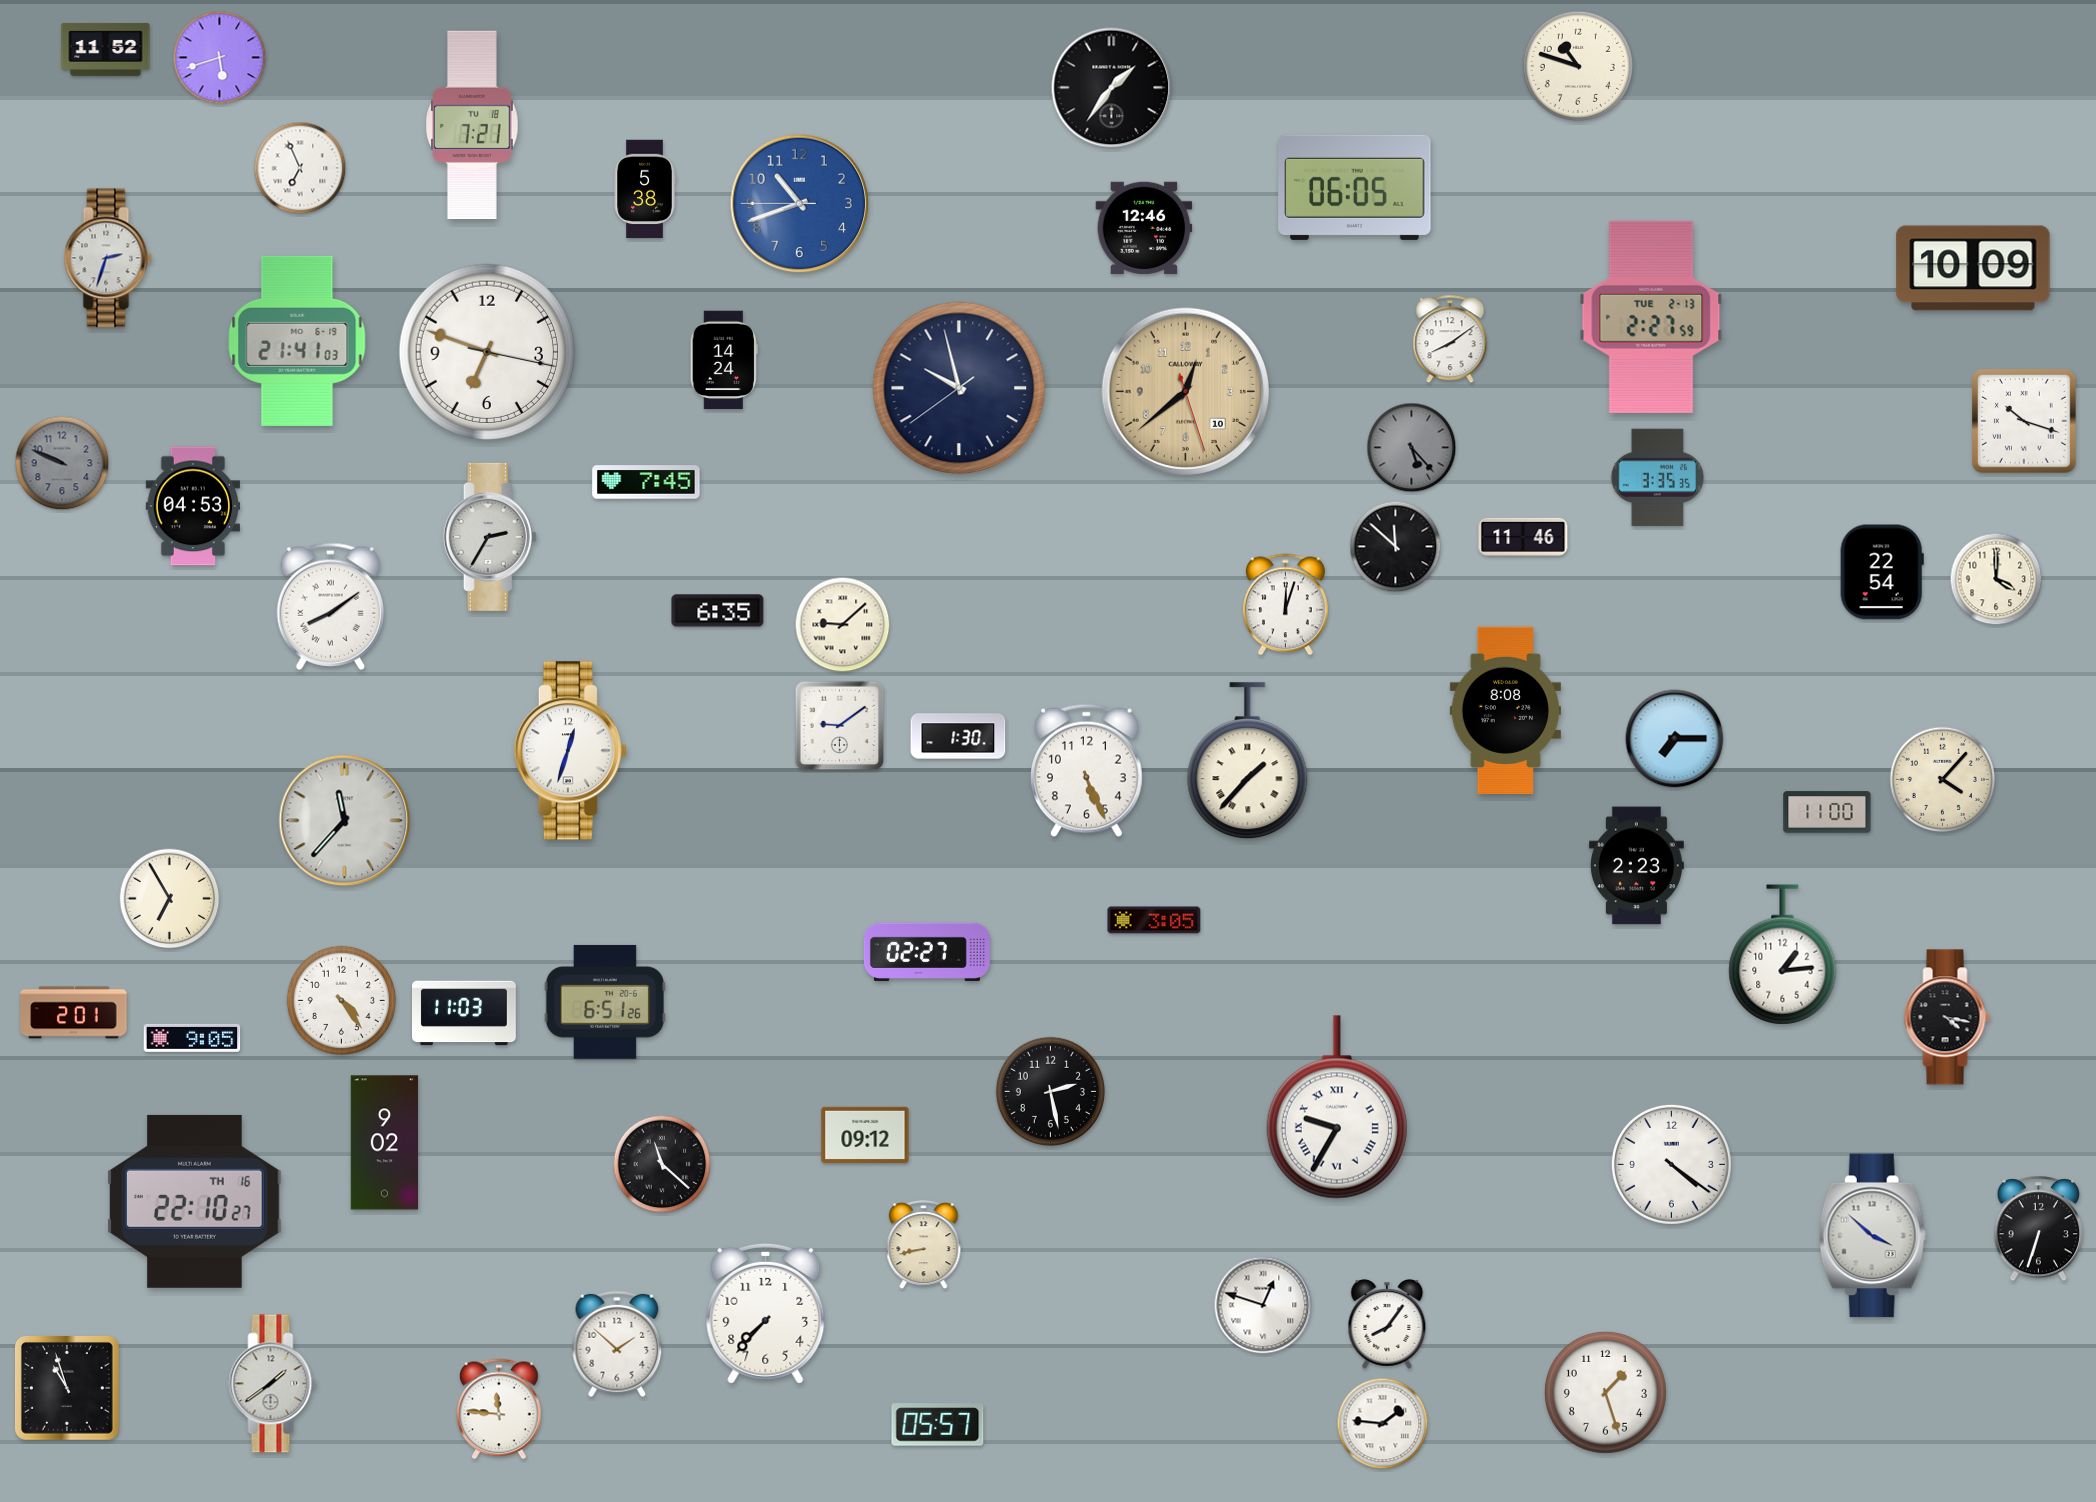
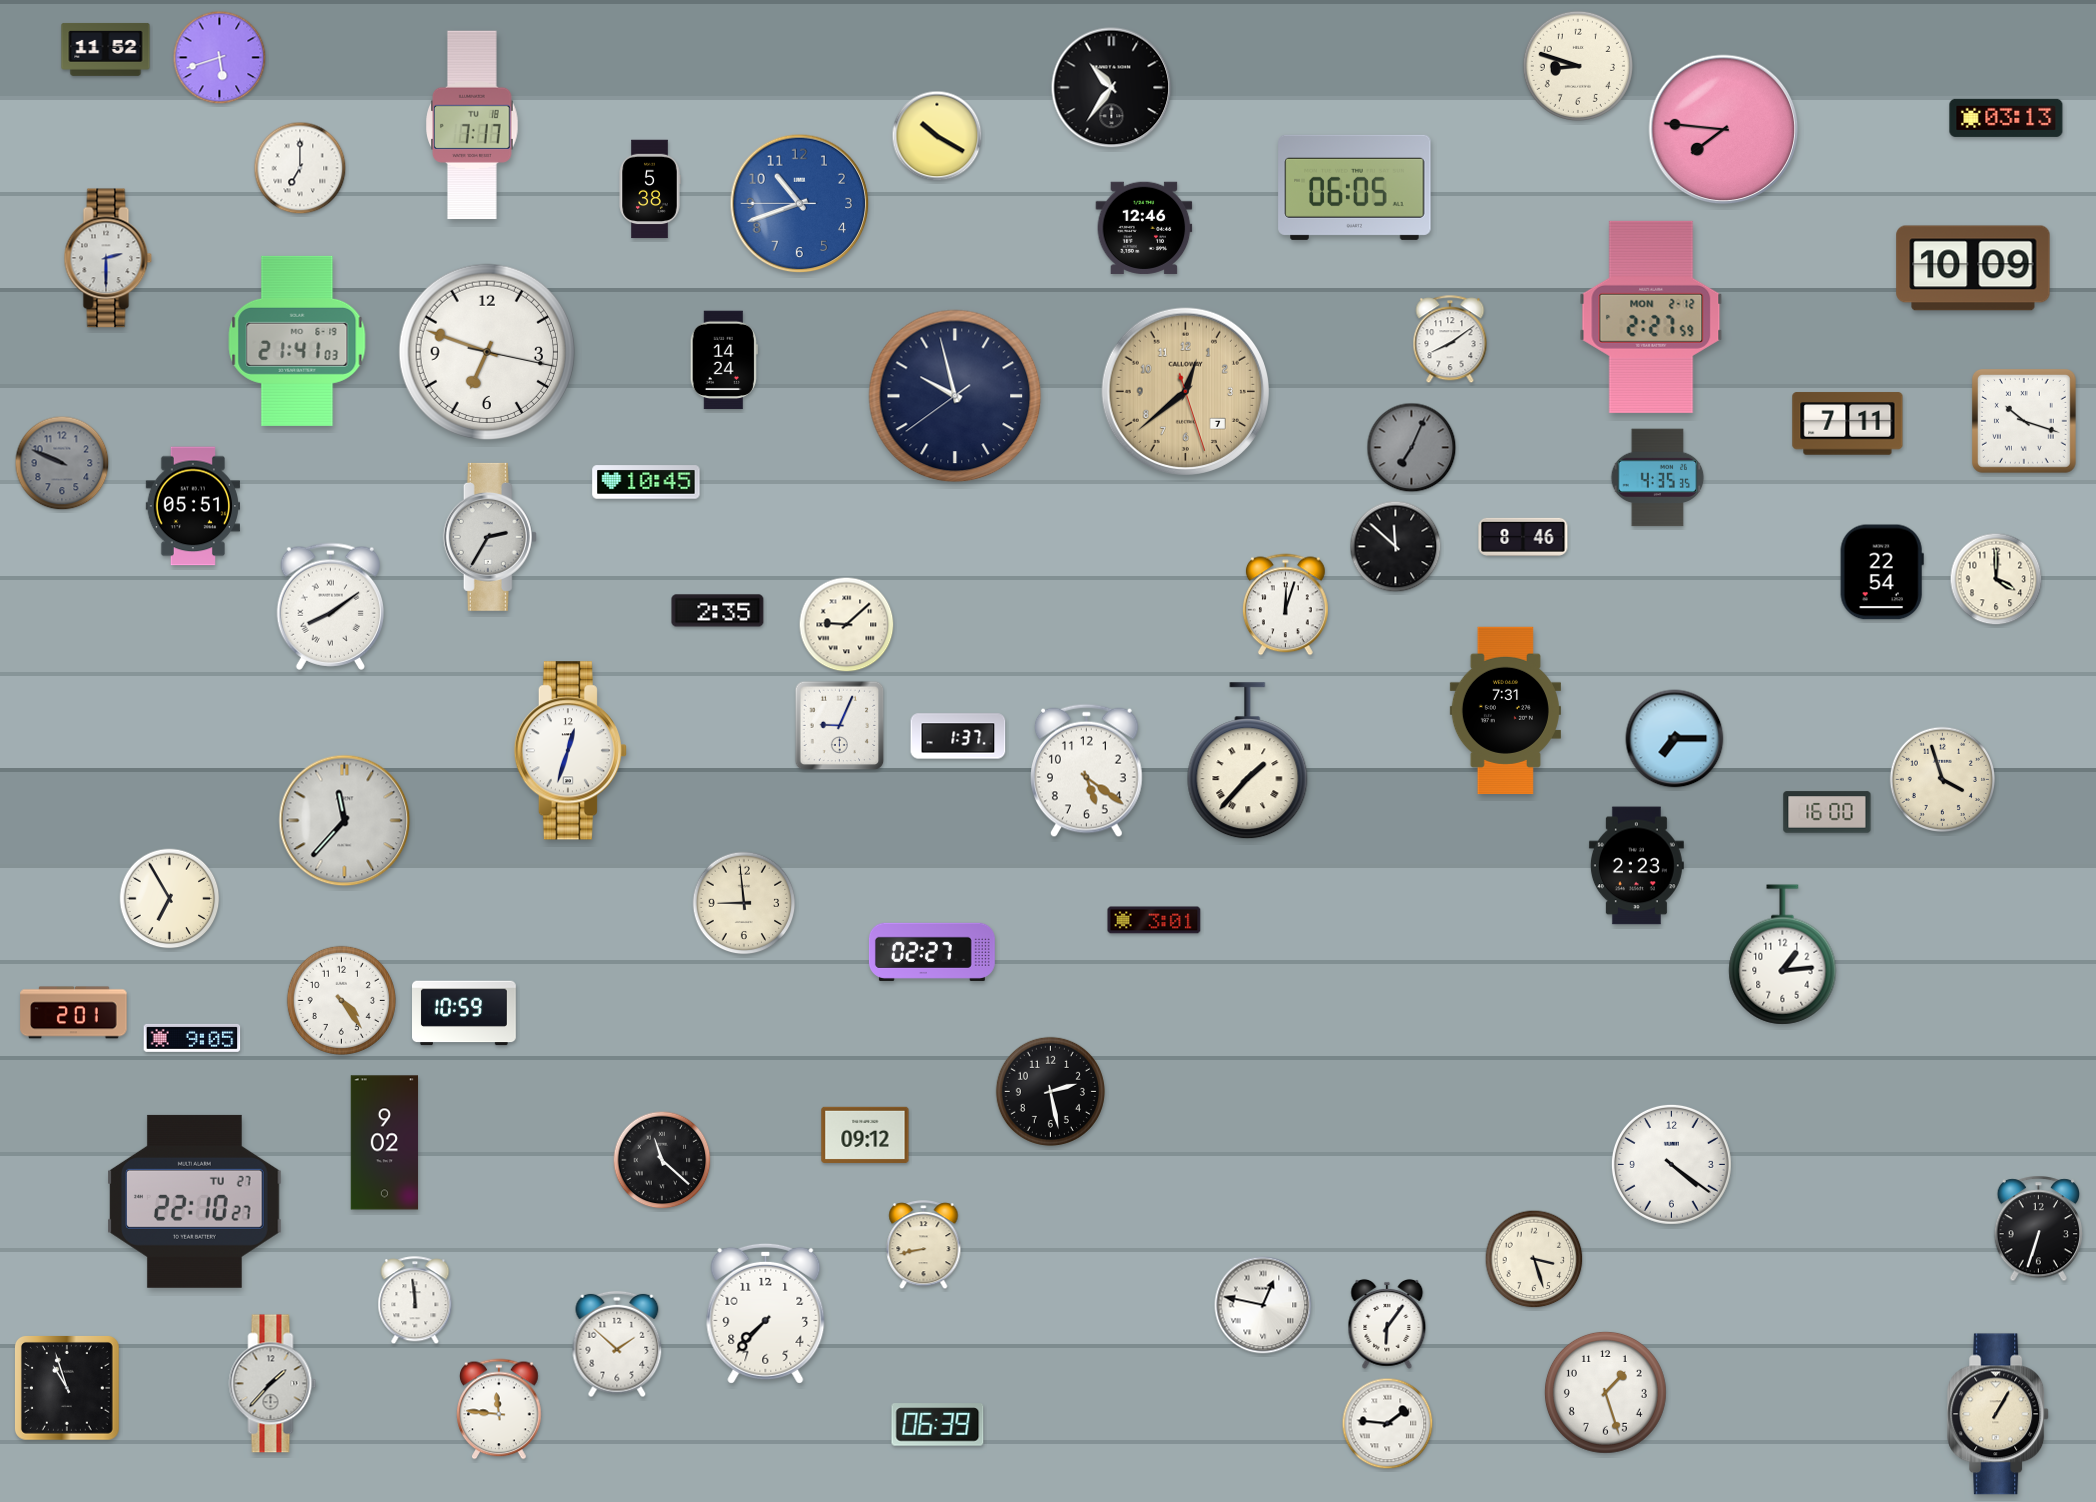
clock at (1578, 66): 10:48 -> 8:48
clock at (1112, 88): 1:36 -> 10:36
clock at (2006, 118): none -> 03:13
clock at (473, 125): 7:21 -> 7:17
clock at (1724, 130): none -> 7:46
clock at (937, 136): none -> 10:20
clock at (300, 168): 6:56 -> 7:00
clock at (645, 189) position: (645, 189) -> (650, 189)
clock at (108, 258): 2:33 -> 2:30
clock at (1651, 317) date: TUE 2-13 -> MON 2-12
clock at (959, 388) position: (959, 388) -> (955, 396)
clock at (1185, 391) date: 10 -> 7
clock at (1848, 424): none -> 7:11
clock at (1412, 448): 5:23 -> 7:04
clock at (1658, 478): 3:35 -> 4:35
clock at (646, 482): 7:45 -> 10:45
clock at (192, 506): 04:53 -> 05:51
clock at (1523, 537): 11:46 -> 8:46
clock at (718, 611): 6:35 -> 2:35
clock at (843, 625) position: (843, 625) -> (847, 625)
clock at (1505, 710): 8:08 -> 7:31
clock at (840, 726): 9:09 -> 9:04
clock at (958, 736): 1:30 -> 1:37
clock at (1087, 771): 5:26 -> 5:21
clock at (1943, 780): 4:07 -> 3:57
clock at (1827, 812): 11:00 -> 16:00
clock at (744, 903): none -> 8:59
clock at (1154, 920): 3:05 -> 3:01
clock at (927, 952) position: (927, 952) -> (932, 952)
clock at (605, 1002): 6:51 -> none
clock at (465, 1013): 11:03 -> 10:59
clock at (1947, 1017): 4:17 -> none
clock at (1337, 1107): 9:35 -> none
clock at (662, 1164) position: (662, 1164) -> (662, 1160)
clock at (195, 1201) date: TH 16 -> TU 27
clock at (1872, 1236): 3:52 -> none
clock at (1534, 1259): none -> 3:27
clock at (415, 1301): none -> 11:59
clock at (1263, 1305): 12:48 -> 12:47
clock at (1387, 1324): 8:06 -> 6:06
clock at (273, 1384): 1:39 -> 1:37
clock at (1999, 1414): none -> 1:05
clock at (1383, 1424) position: (1383, 1424) -> (1388, 1424)
clock at (938, 1425): 05:57 -> 06:39
